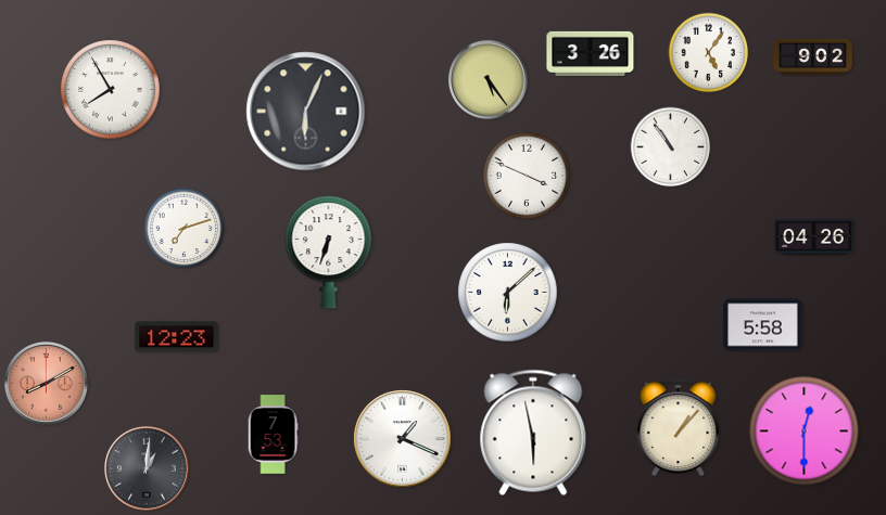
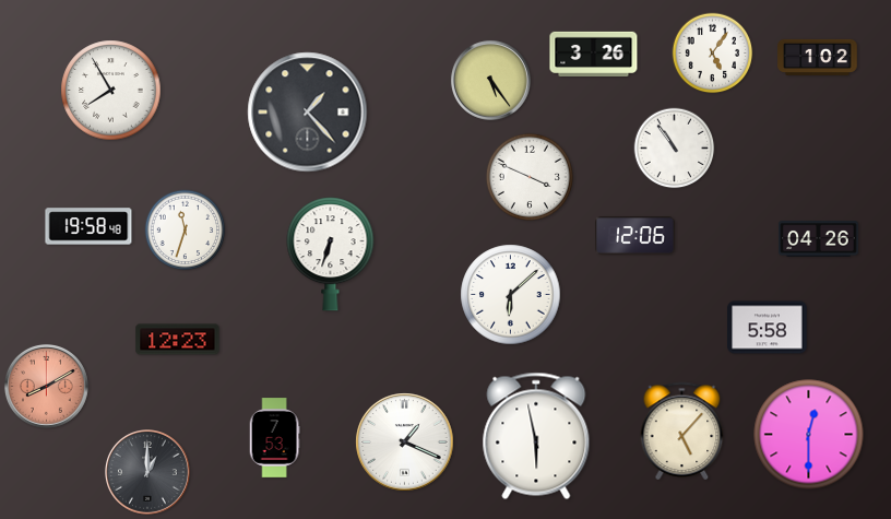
clock at (813, 56): 9:02 -> 1:02
clock at (306, 112): 6:04 -> 1:23
clock at (88, 226): none -> 19:58
clock at (185, 229): 7:12 -> 11:33
clock at (635, 236): none -> 12:06
clock at (679, 427): 1:07 -> 5:07
clock at (148, 469): 1:01 -> 1:00
